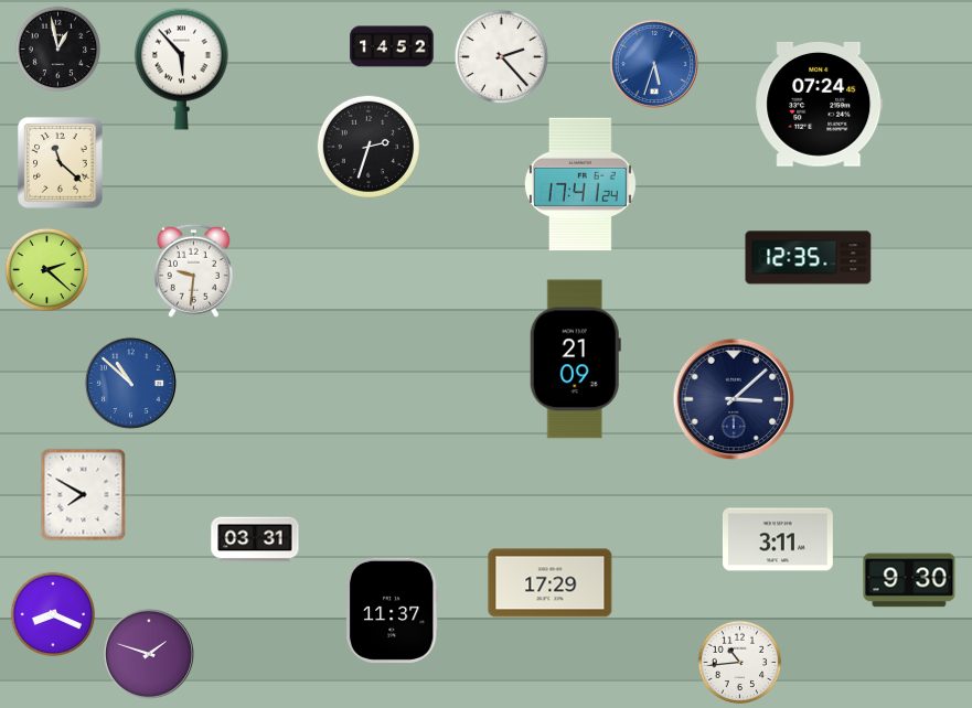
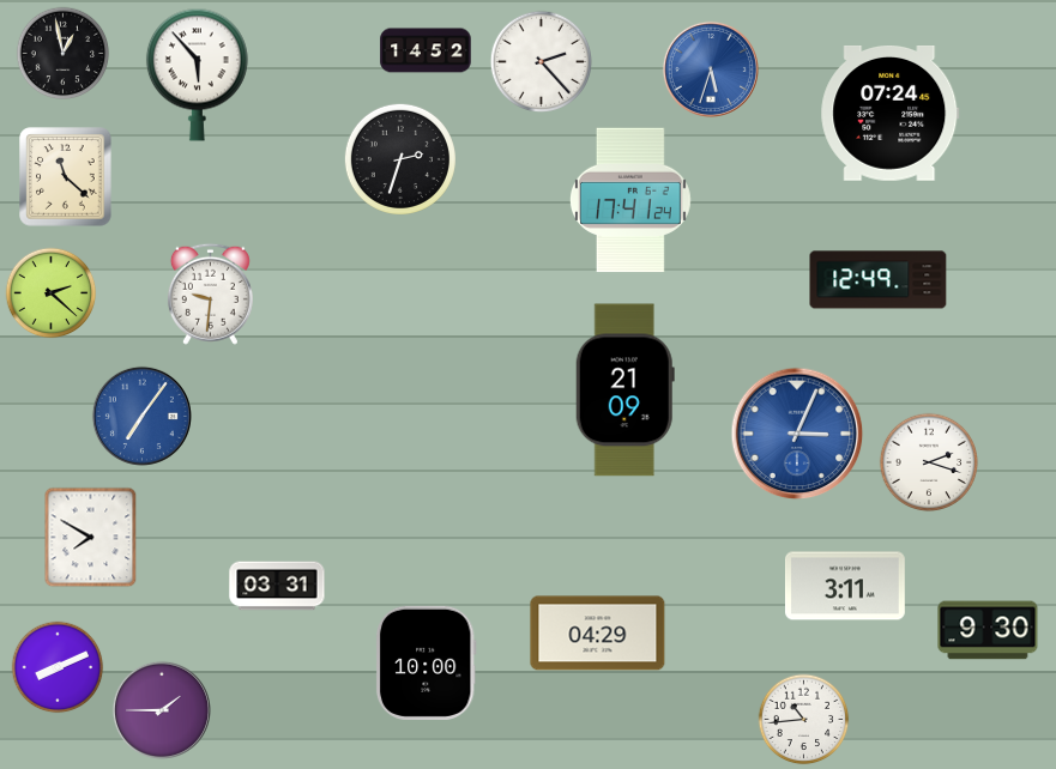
clock at (501, 56) position: (501, 56) -> (541, 61)
clock at (809, 258): 12:35 -> 12:49
clock at (130, 383): 10:52 -> 7:06
clock at (734, 399): 3:08 -> 3:04
clock at (734, 399) dial: navy -> blue
clock at (929, 462): none -> 2:18
clock at (551, 583): 17:29 -> 04:29
clock at (392, 610): 11:37 -> 10:00
clock at (53, 614): 8:19 -> 8:11
clock at (149, 654): 1:48 -> 1:45
